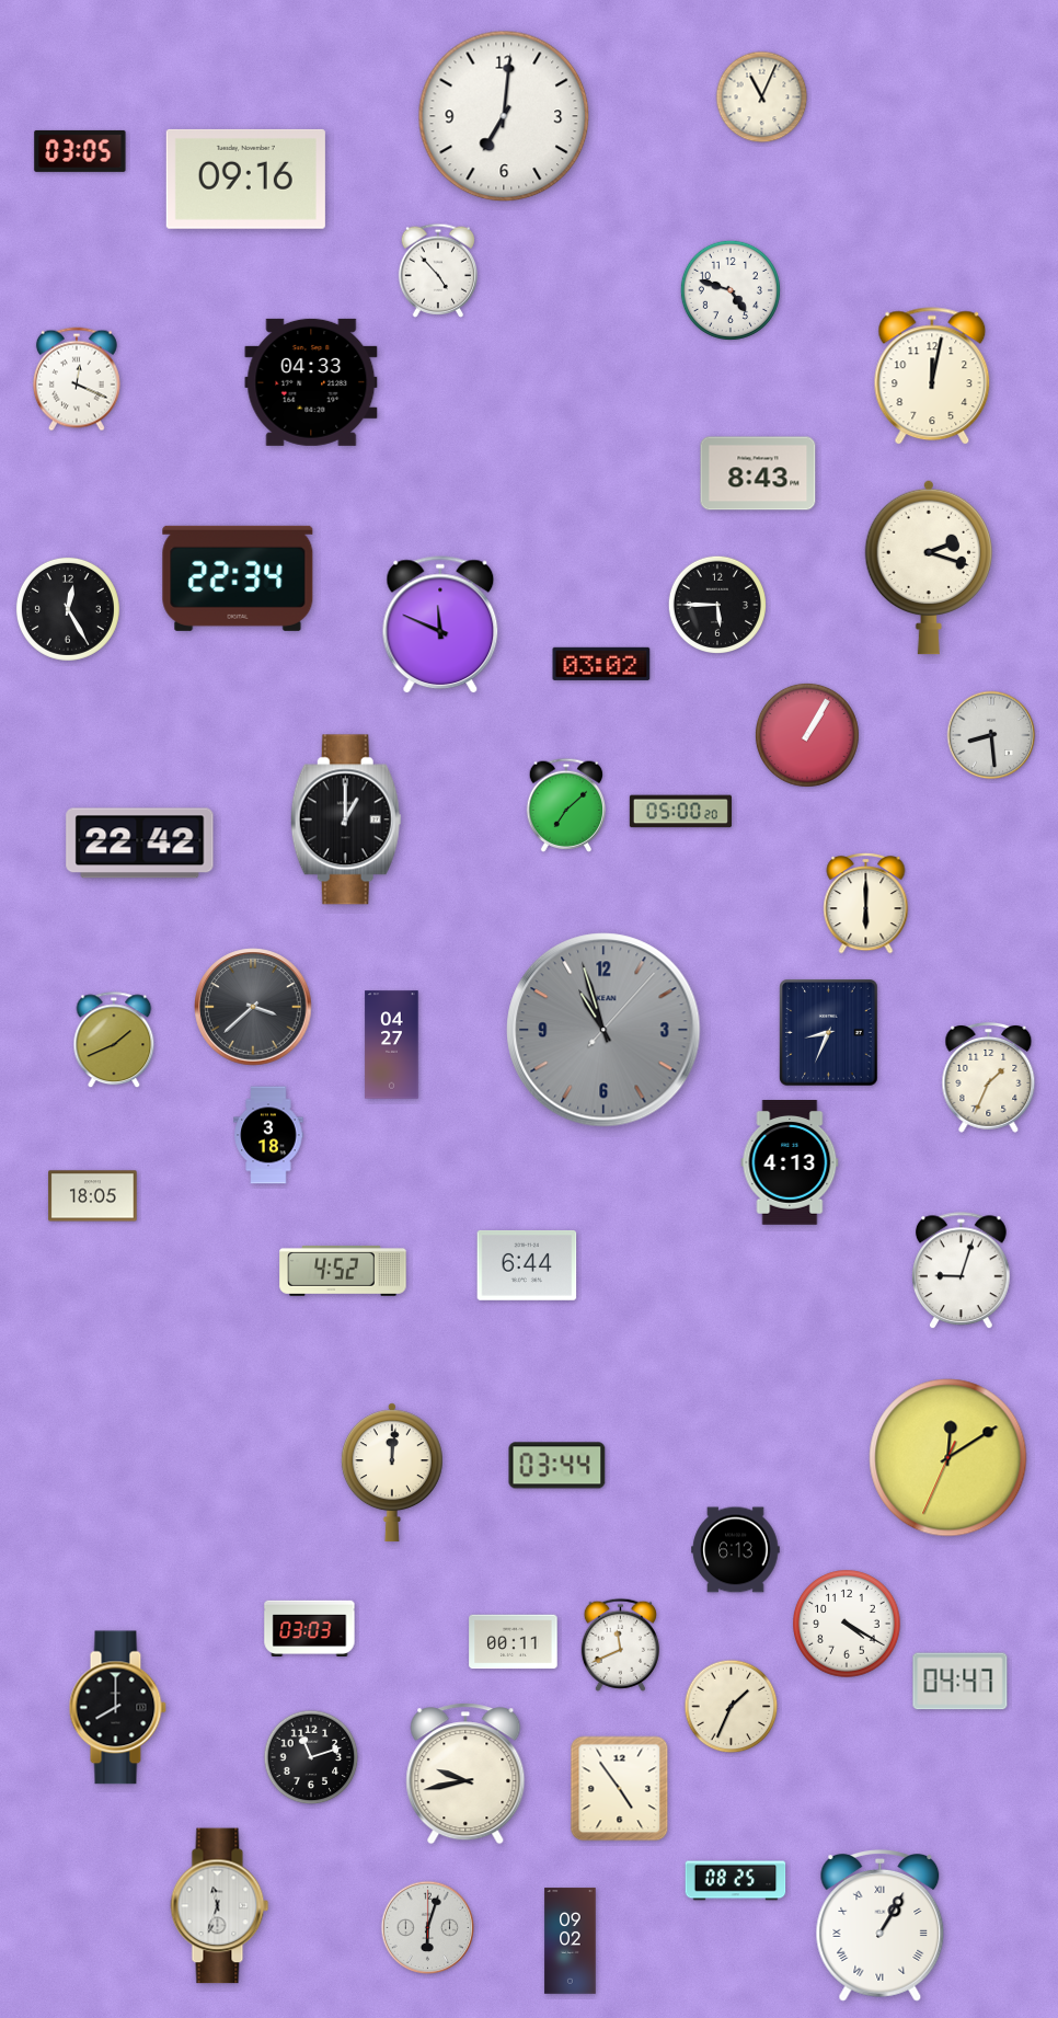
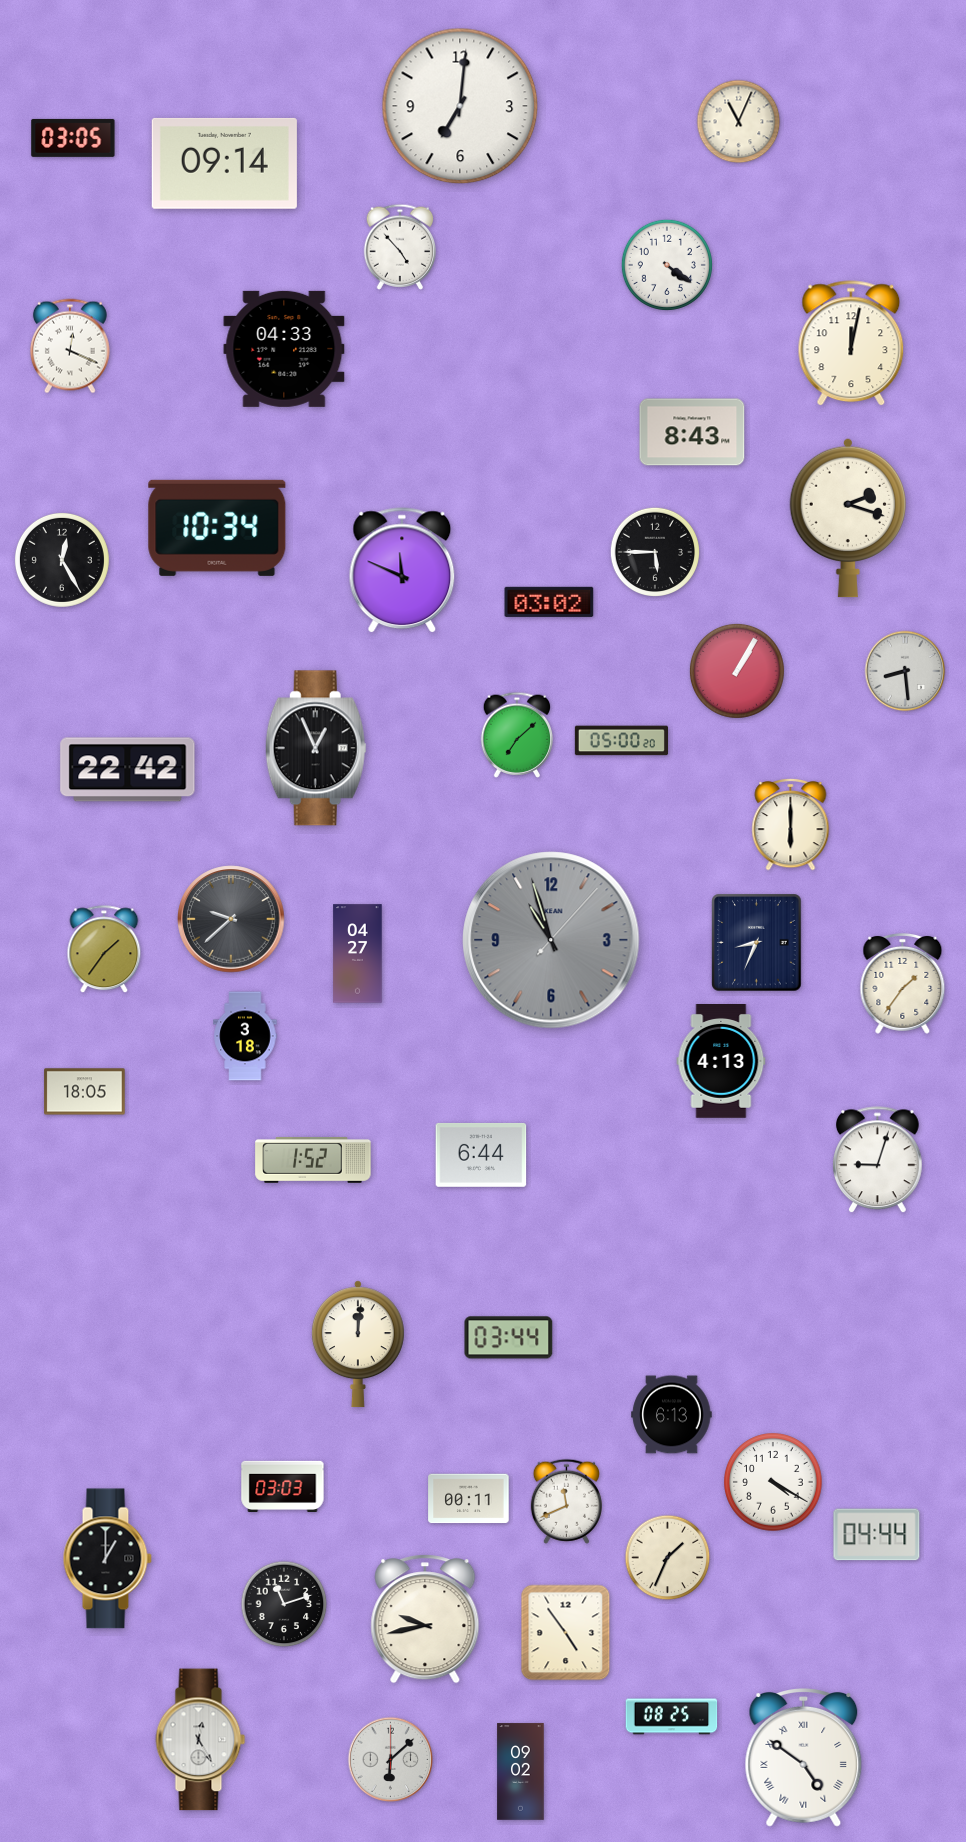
clock at (762, 98) position: (762, 98) -> (739, 122)
clock at (245, 179): 09:16 -> 09:14
clock at (731, 290): 4:48 -> 4:21
clock at (238, 578): 22:34 -> 10:34
clock at (68, 609) position: (68, 609) -> (62, 560)
clock at (601, 664) position: (601, 664) -> (549, 602)
clock at (346, 819): 1:00 -> 12:56
clock at (253, 1007): 3:38 -> 9:38
clock at (114, 1041): 1:41 -> 1:36
clock at (989, 1077): 1:34 -> 1:36
clock at (343, 1271): 4:52 -> 1:52
clock at (948, 1458): 12:09 -> none
clock at (961, 1682): 04:47 -> 04:44
clock at (117, 1708): 8:00 -> 1:00
clock at (220, 1906): 11:33 -> 12:25
clock at (881, 1926): 1:05 -> 4:51
clock at (428, 1928): 6:03 -> 6:08
